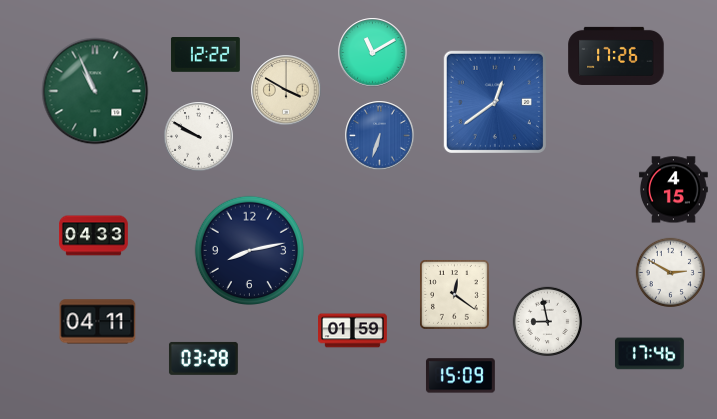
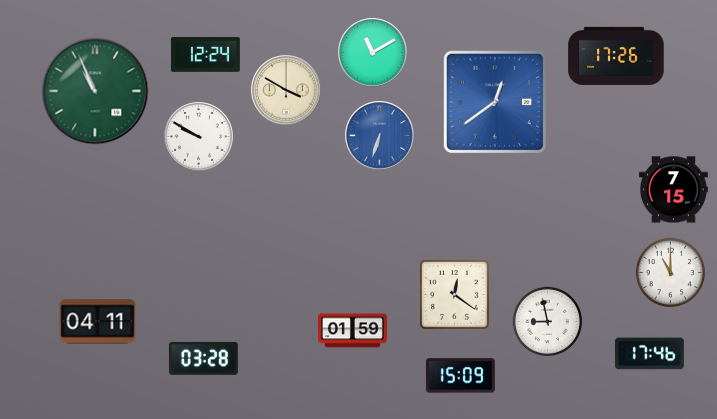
clock at (205, 55): 12:22 -> 12:24
clock at (674, 190): 4:15 -> 7:15
clock at (94, 236): 04:33 -> none
clock at (249, 250): 8:13 -> none
clock at (670, 272): 2:50 -> 11:00
